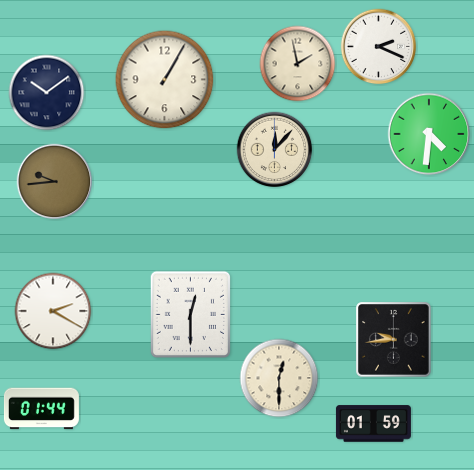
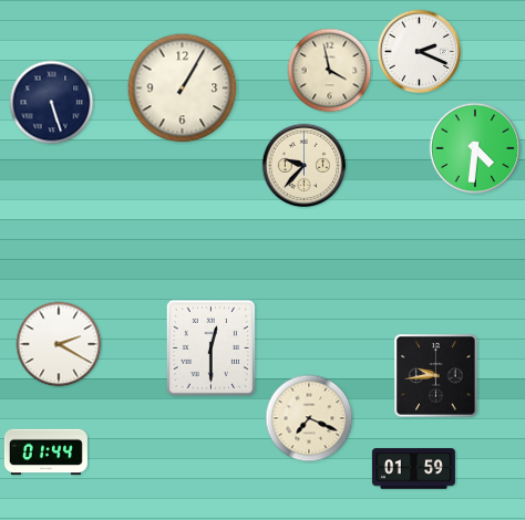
clock at (298, 64): 1:58 -> 3:58
clock at (47, 93): 10:09 -> 5:27
clock at (275, 150): 12:07 -> 9:37
clock at (55, 182): 9:44 -> none
clock at (279, 378): 12:30 -> 7:19
